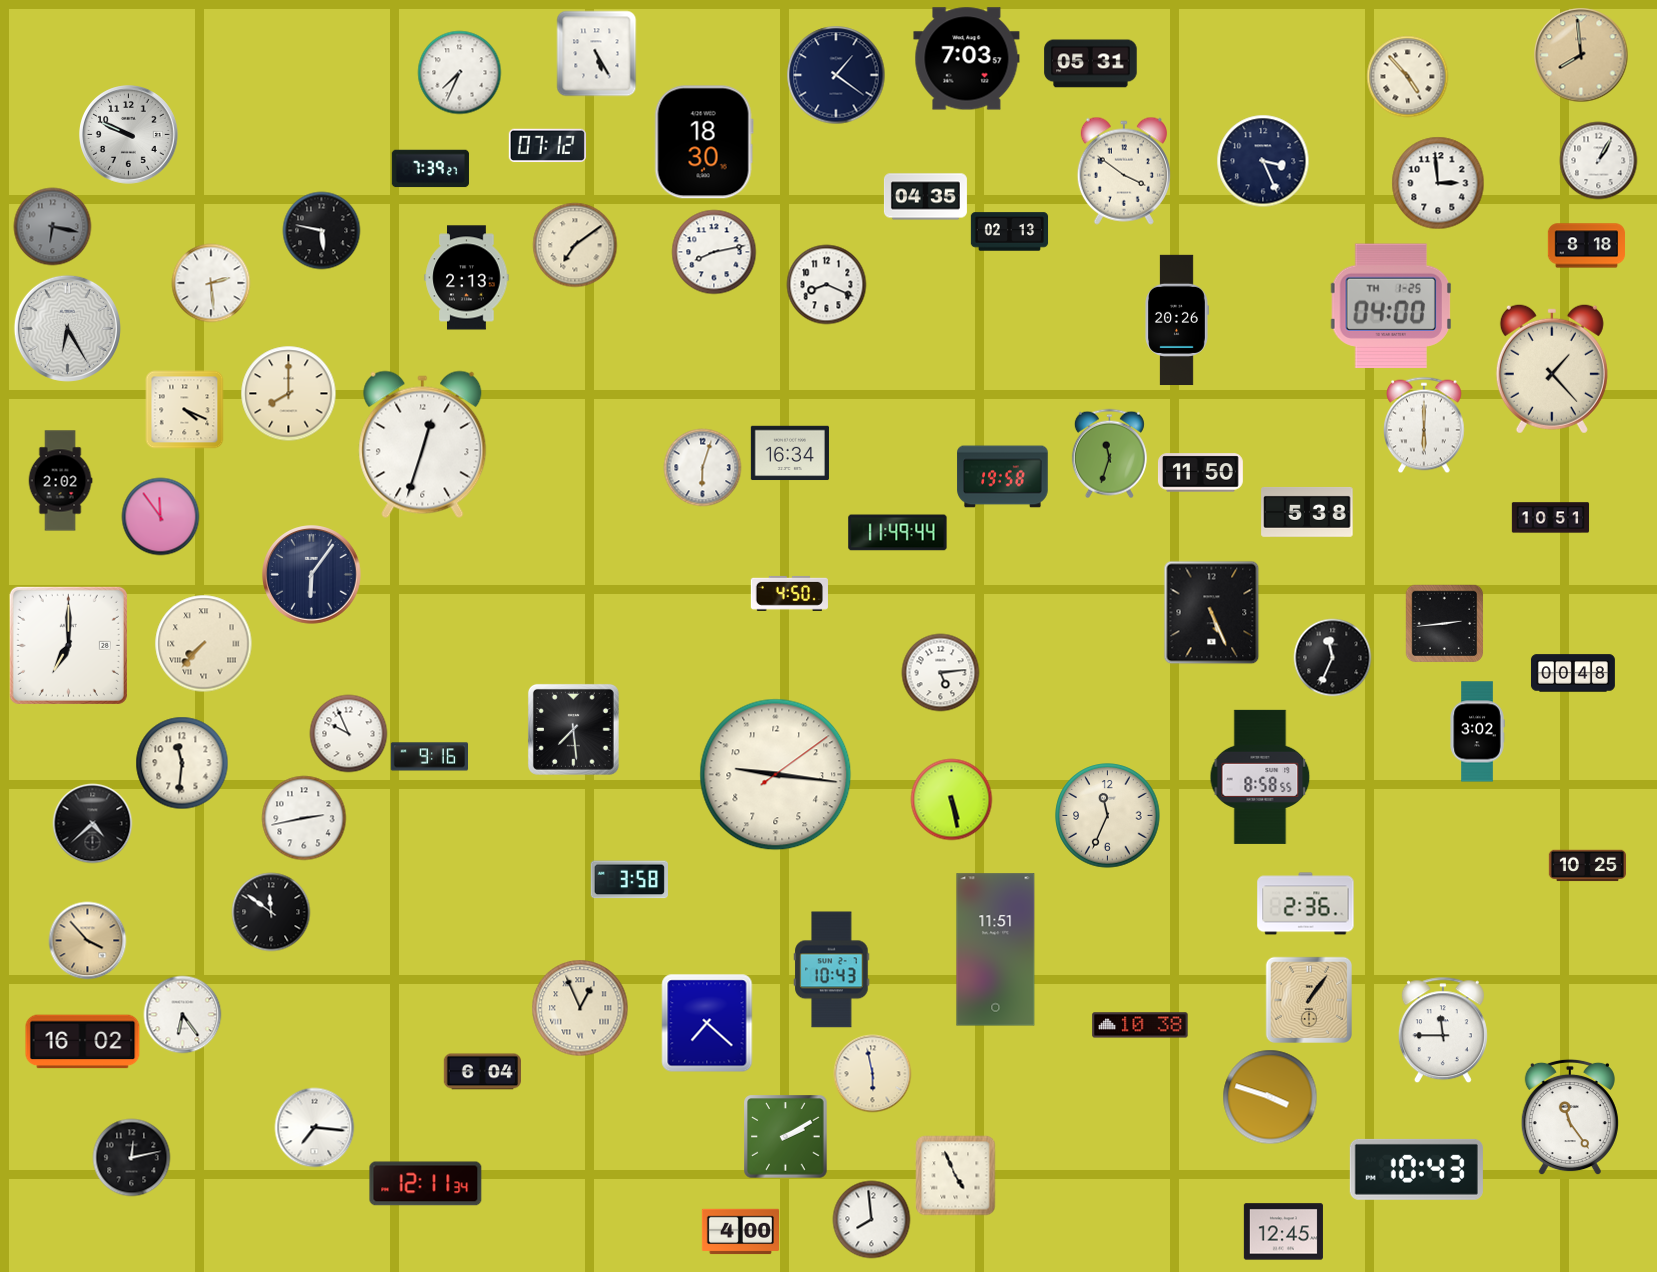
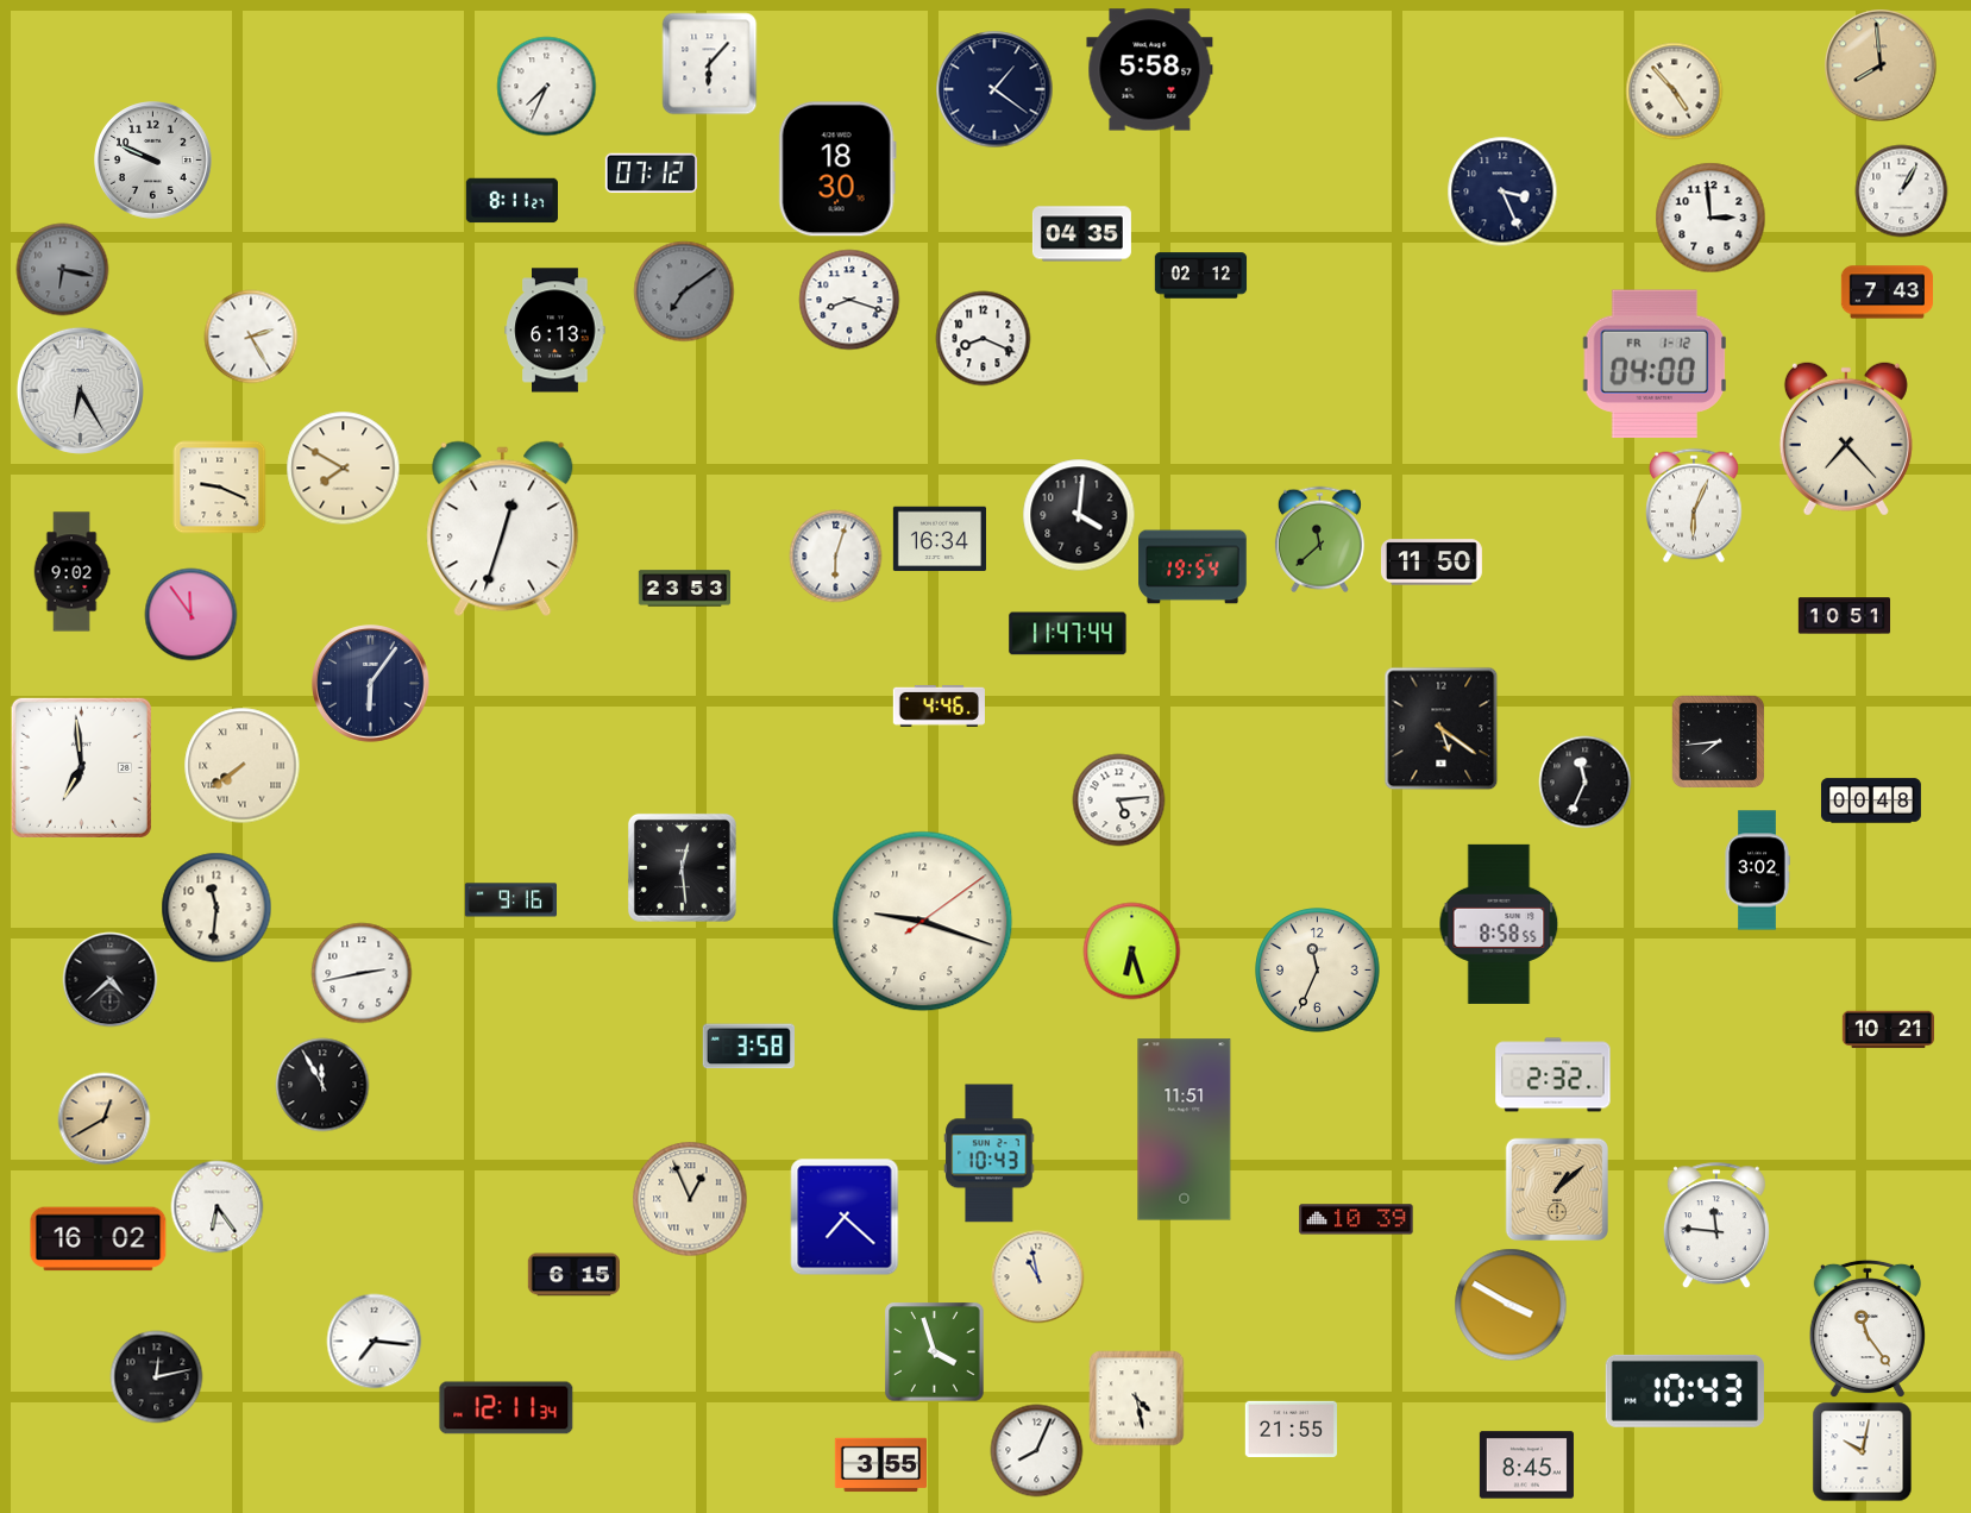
clock at (597, 53): 5:25 -> 6:07
clock at (967, 59): 7:03 -> 5:58
clock at (1091, 64): 05:31 -> none
clock at (430, 169): 7:39 -> 8:11
clock at (1124, 171): 3:51 -> none
clock at (925, 197) position: (925, 197) -> (1081, 234)
clock at (321, 230): 5:47 -> none
clock at (1009, 232): 02:13 -> 02:12
clock at (575, 245) dial: cream -> grey
clock at (1586, 246): 8:18 -> 7:43
clock at (714, 252): 8:13 -> 8:18
clock at (467, 278): 2:13 -> 6:13
clock at (211, 283): 2:29 -> 2:25
clock at (1390, 306) date: TH 1-25 -> FR 1-12
clock at (1177, 320): 20:26 -> none
clock at (1552, 369): 1:23 -> 7:23
clock at (288, 393): 8:00 -> 7:50
clock at (184, 409): 4:19 -> 9:19
clock at (1425, 425): 6:00 -> 6:04
clock at (1079, 515): none -> 4:01
clock at (1109, 453): 11:33 -> 11:38
clock at (1200, 473) position: (1200, 473) -> (1431, 563)
clock at (1003, 477): 19:58 -> 19:54
clock at (60, 481): 2:02 -> 9:02
clock at (684, 589): none -> 23:53
clock at (1307, 512): 5:38 -> none
clock at (898, 533): 11:49 -> 11:47
clock at (789, 593): 4:50 -> 4:46
clock at (1212, 612): 5:26 -> 5:21
clock at (1444, 623): 2:44 -> 7:44
clock at (203, 643): 7:37 -> 7:39
clock at (68, 645): 7:00 -> 6:59
clock at (573, 729): 7:29 -> 12:29
clock at (348, 733): 9:56 -> none
clock at (776, 775): 9:16 -> 9:18
clock at (951, 799): 5:28 -> 6:27
clock at (1587, 866): 10:25 -> 10:21
clock at (1306, 904): 2:36 -> 2:32
clock at (271, 912): 11:51 -> 11:55
clock at (87, 940): 3:53 -> 12:40
clock at (1308, 999): 1:06 -> 1:08
clock at (707, 1023) position: (707, 1023) -> (845, 1217)
clock at (1140, 1025): 10:38 -> 10:39
clock at (1443, 1030): 11:45 -> 11:46
clock at (482, 1072): 6:04 -> 6:15
clock at (872, 1073): 5:58 -> 10:58
clock at (1270, 1097): 3:48 -> 3:50
clock at (785, 1137): 2:10 -> 3:57
clock at (955, 1175): 4:56 -> 4:28
clock at (1291, 1429): none -> 21:55
clock at (871, 1219): 7:59 -> 8:04
clock at (1862, 1451): none -> 10:02
clock at (740, 1232): 4:00 -> 3:55
clock at (1283, 1232): 12:45 -> 8:45
